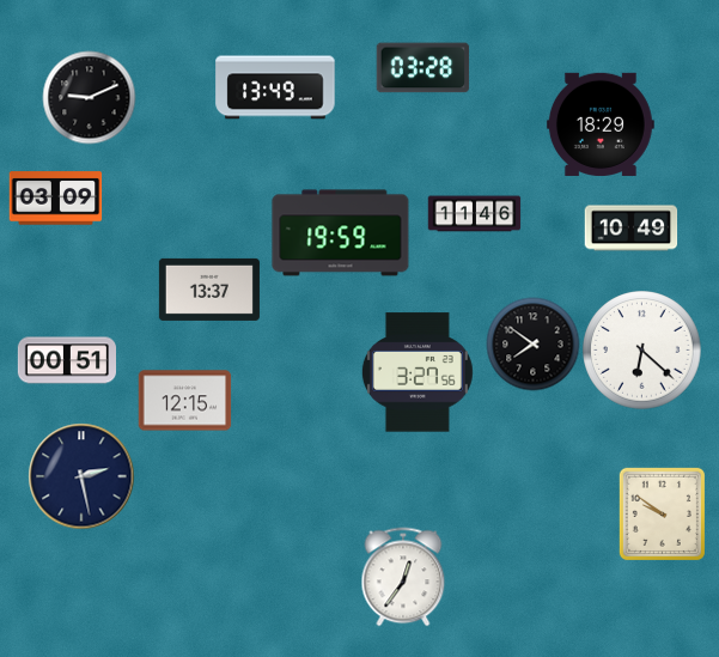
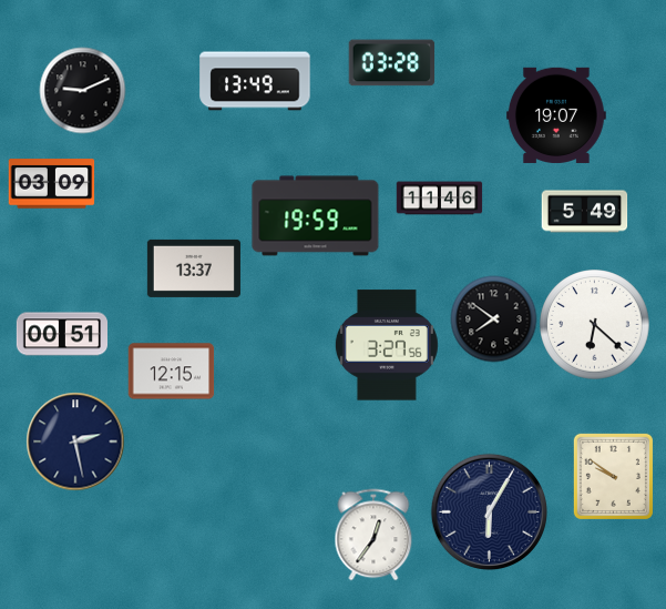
clock at (601, 124): 18:29 -> 19:07
clock at (630, 229): 10:49 -> 5:49
clock at (489, 511): none -> 6:05
